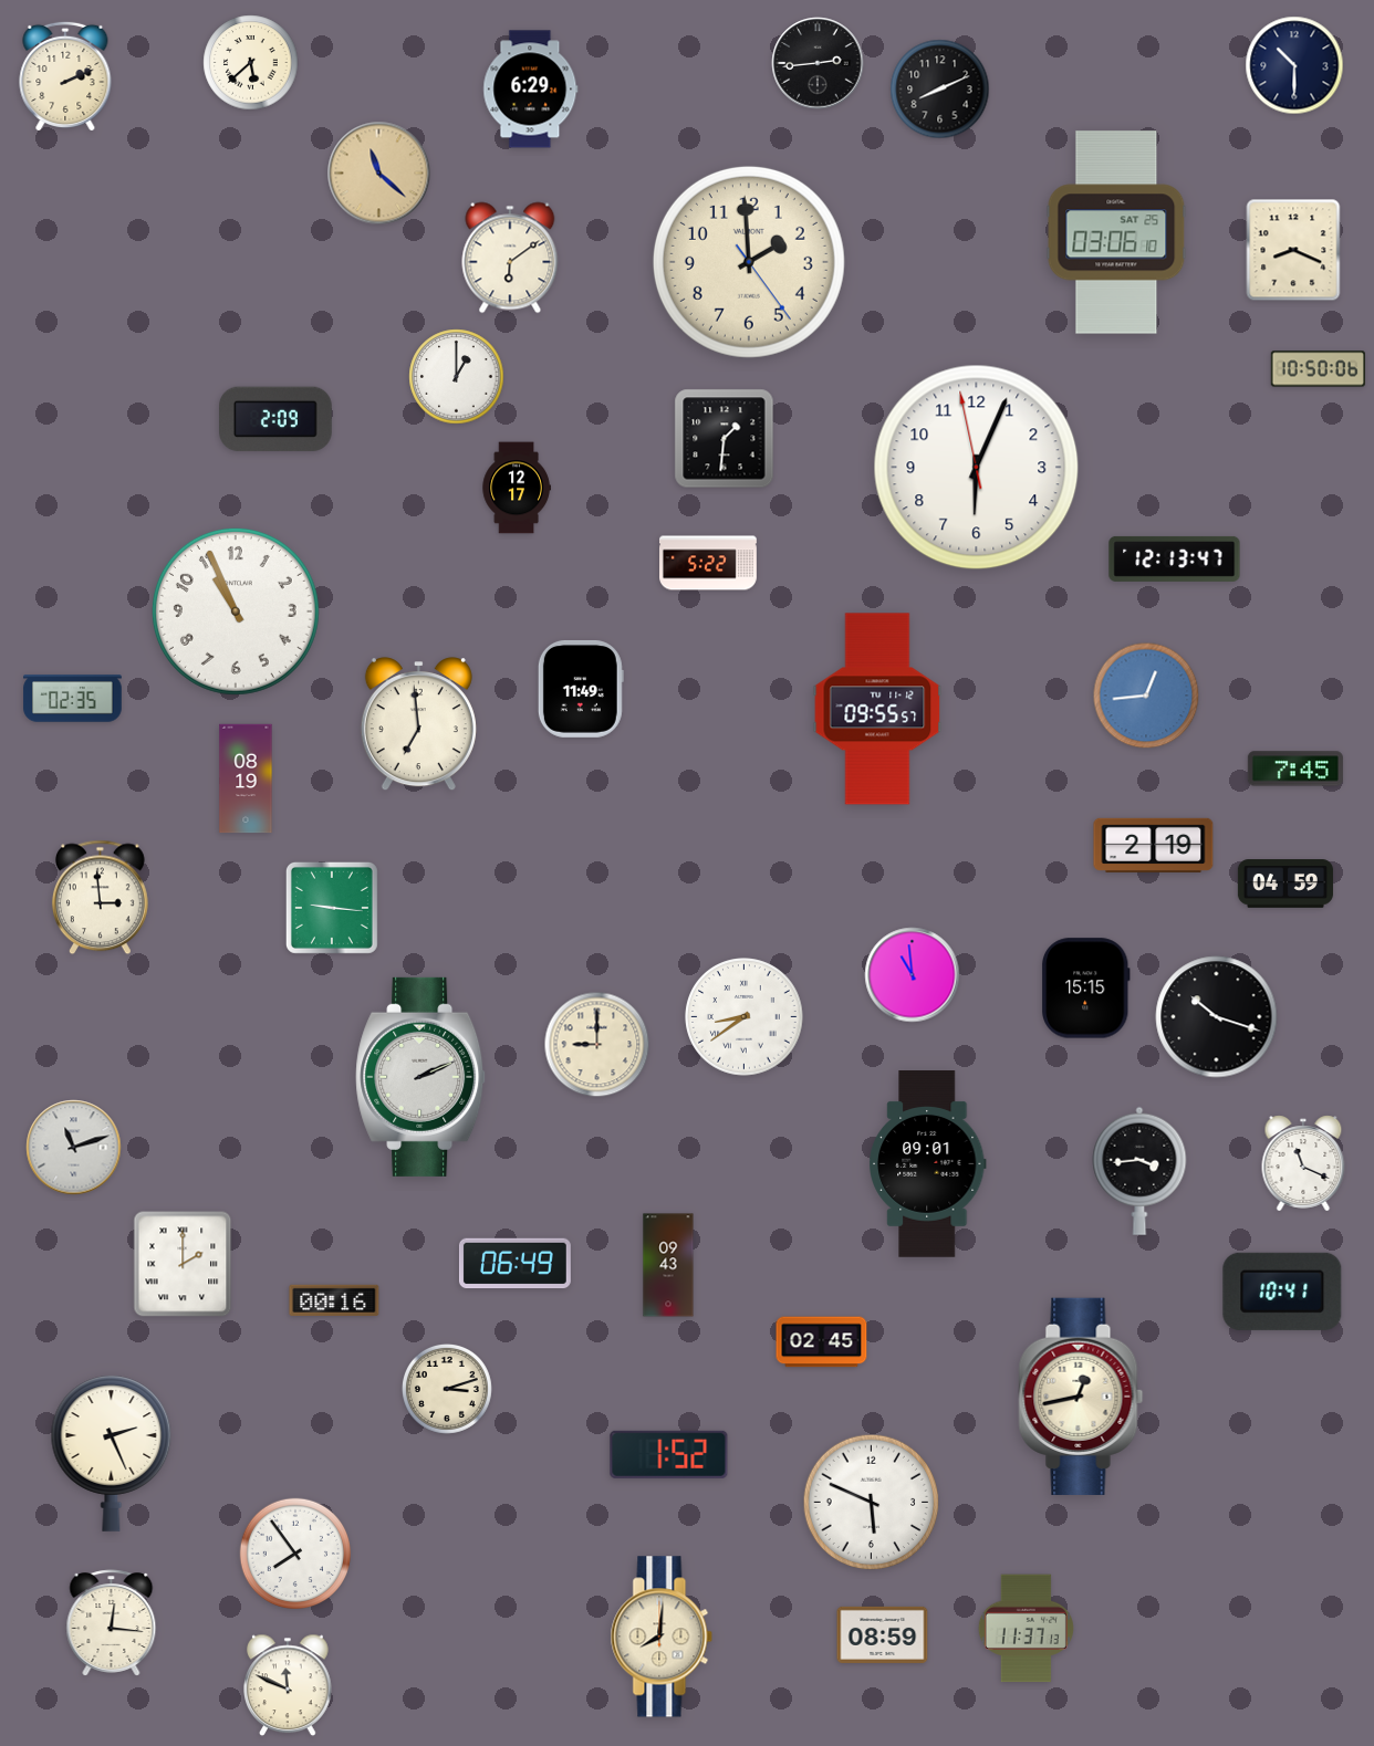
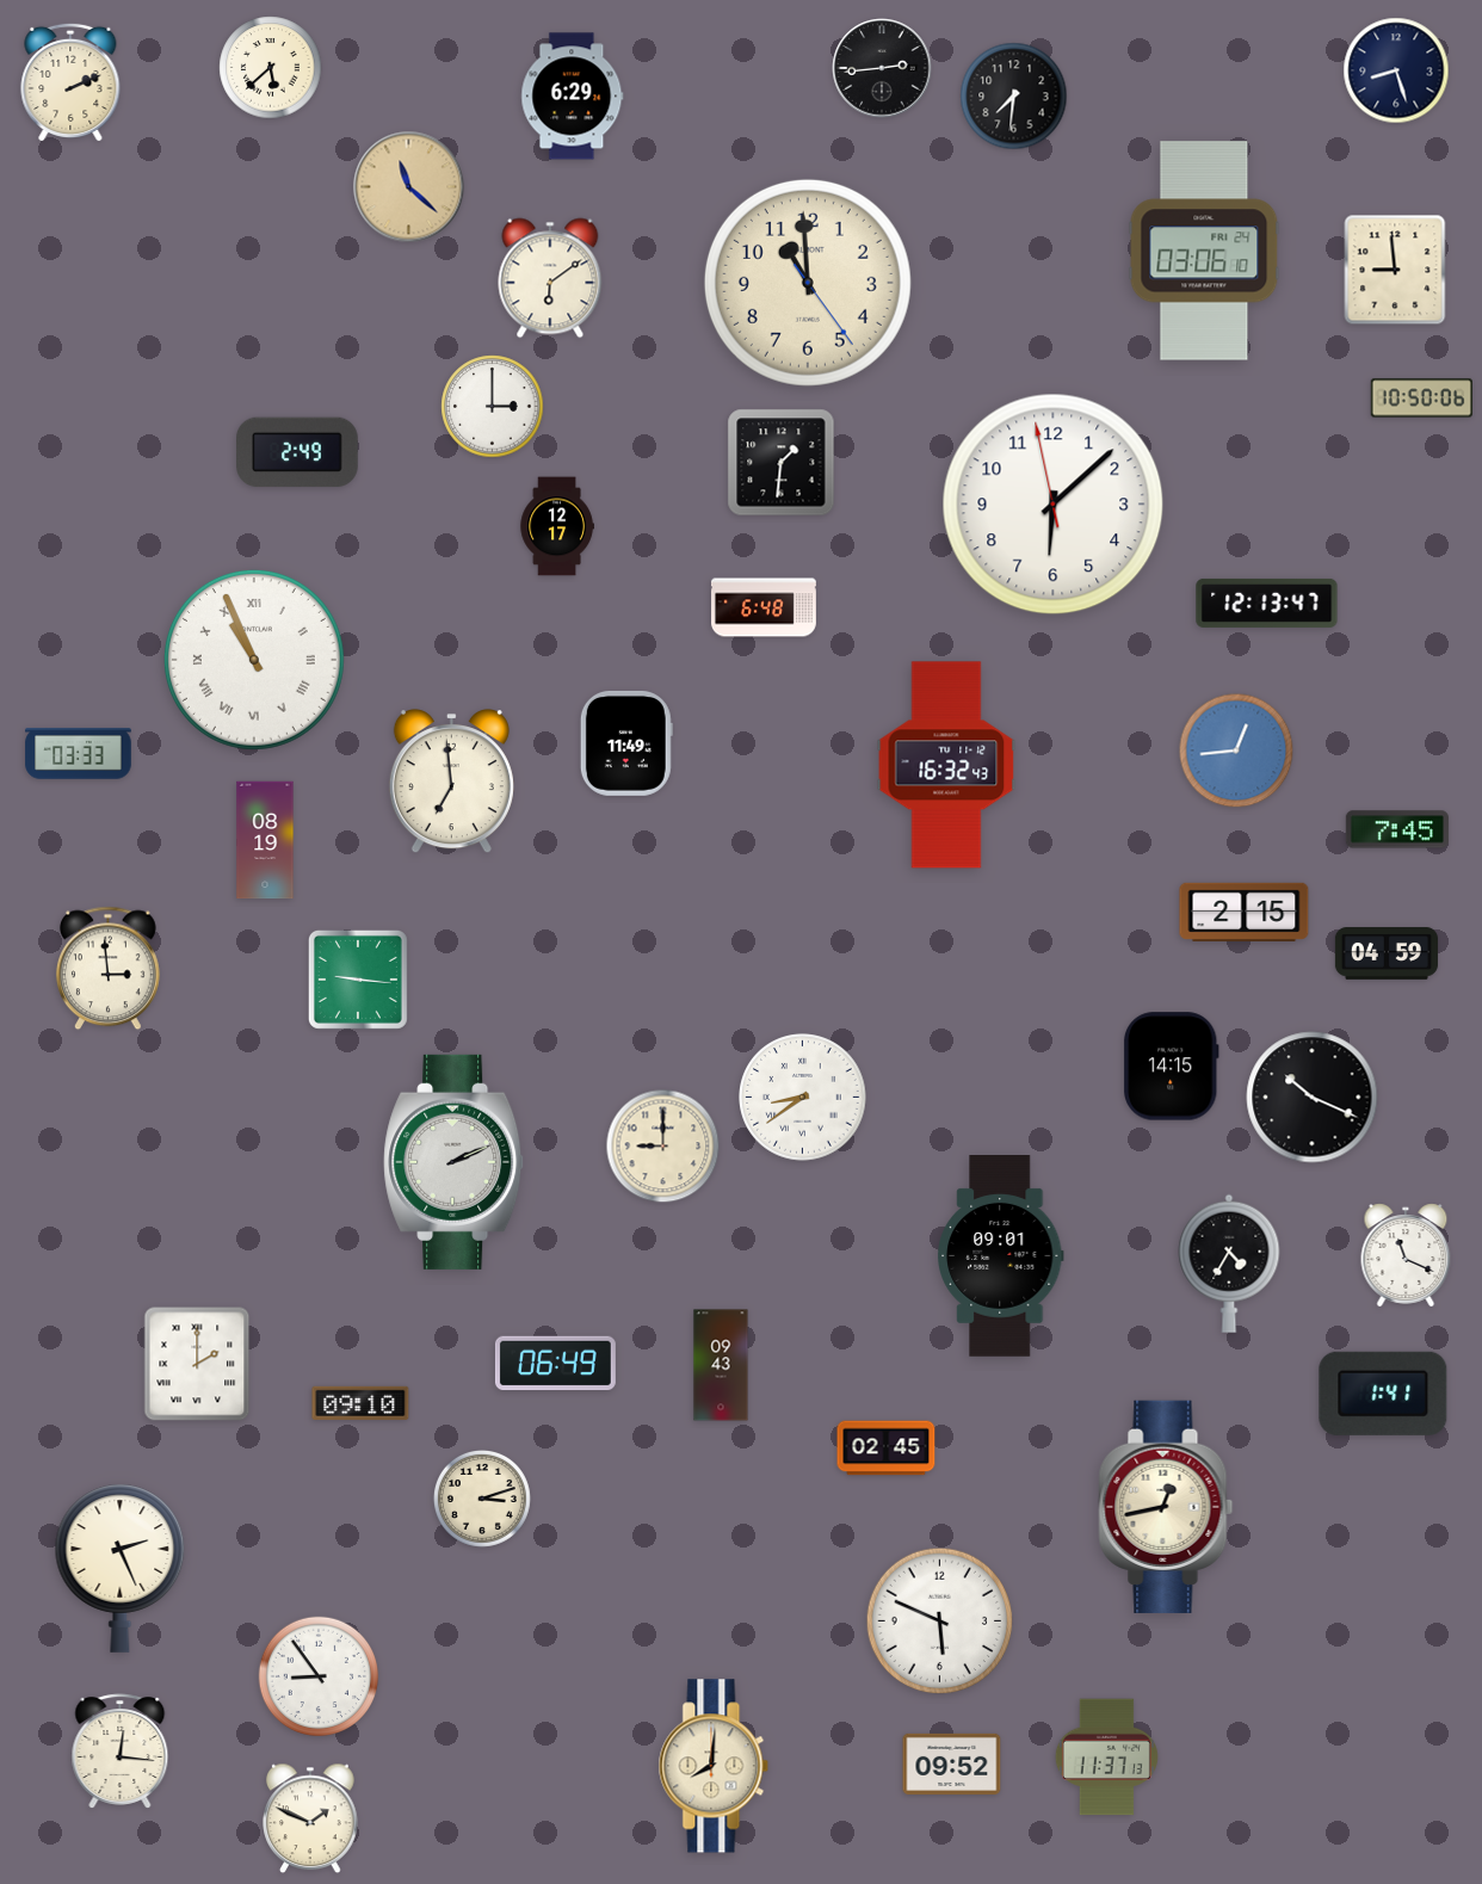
clock at (1294, 65): 10:30 -> 8:27
clock at (940, 90): 8:11 -> 7:31
clock at (1116, 232) date: SAT 25 -> FRI 24
clock at (1293, 250): 8:19 -> 8:59
clock at (749, 262): 1:59 -> 10:59
clock at (457, 377): 1:00 -> 3:00
clock at (277, 419): 2:09 -> 2:49
clock at (725, 439) position: (725, 439) -> (782, 463)
clock at (977, 468): 6:03 -> 6:07
clock at (709, 563): 5:22 -> 6:48
clock at (236, 611) numerals: Arabic -> Roman
clock at (73, 699): 02:35 -> 03:33
clock at (877, 709): 09:55 -> 16:32
clock at (1154, 845): 2:19 -> 2:15
clock at (913, 975): 10:59 -> none
clock at (1086, 989): 15:15 -> 14:15
clock at (1217, 1017): 10:18 -> 10:19
clock at (597, 1045) position: (597, 1045) -> (663, 1147)
clock at (74, 1148): 11:12 -> none
clock at (1139, 1171): 3:44 -> 4:35
clock at (1282, 1292): 10:41 -> 1:41
clock at (334, 1300): 00:16 -> 09:10
clock at (669, 1454): 1:52 -> none
clock at (294, 1552): 7:54 -> 8:54
clock at (883, 1634): 08:59 -> 09:52
clock at (288, 1685): 11:49 -> 1:49
